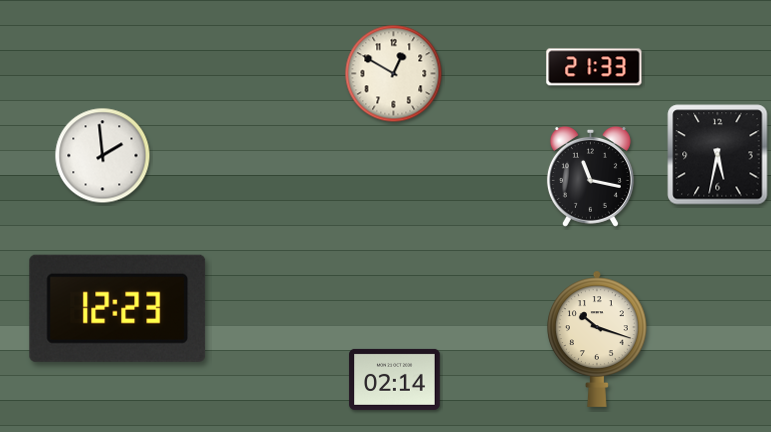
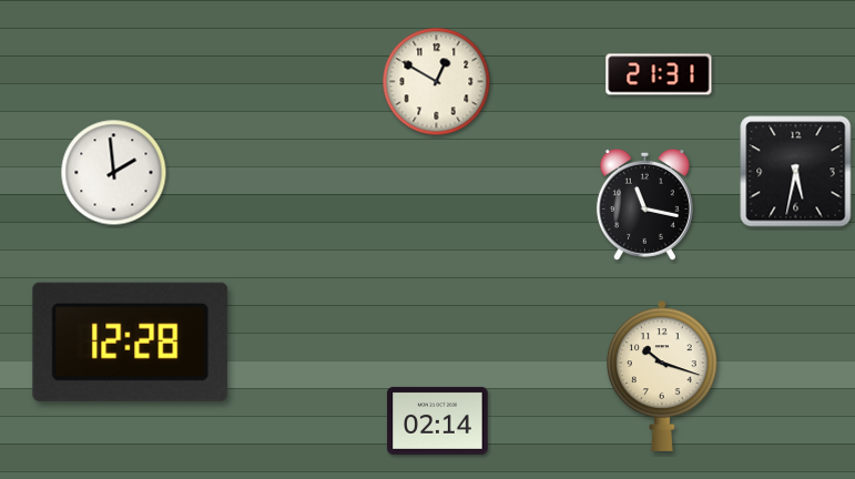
clock at (594, 67): 21:33 -> 21:31
clock at (590, 176) position: (590, 176) -> (644, 204)
clock at (118, 308): 12:23 -> 12:28
